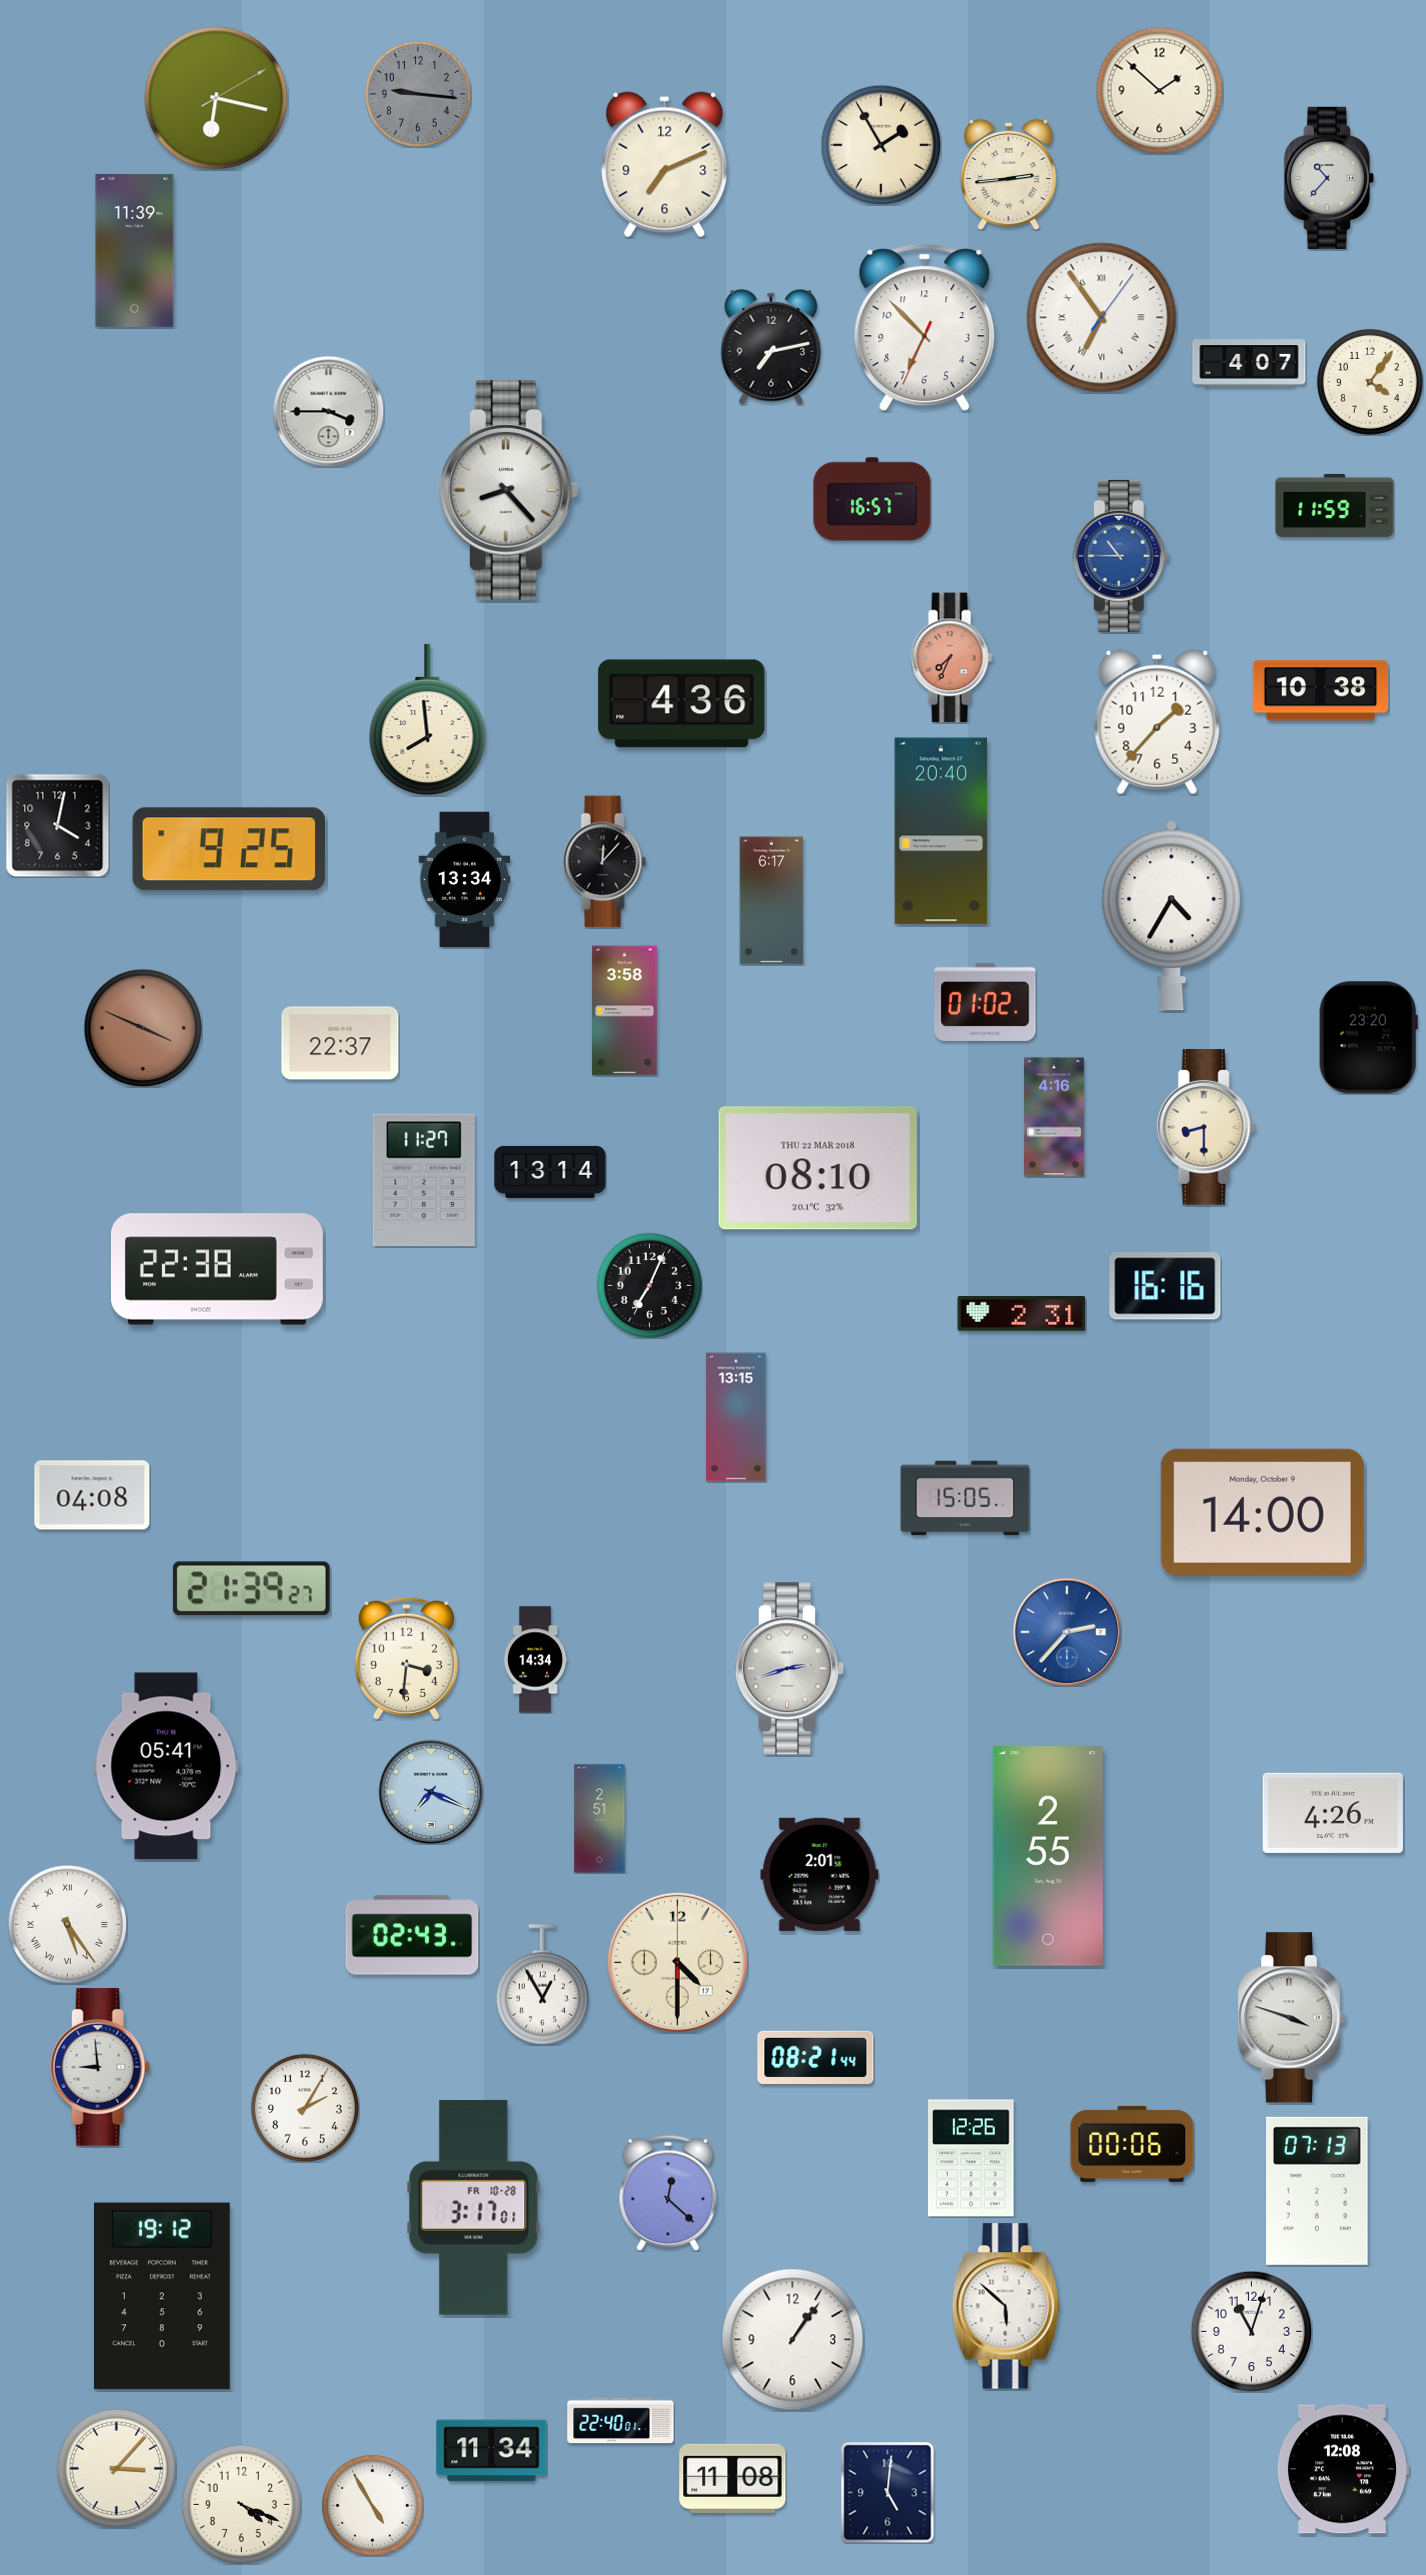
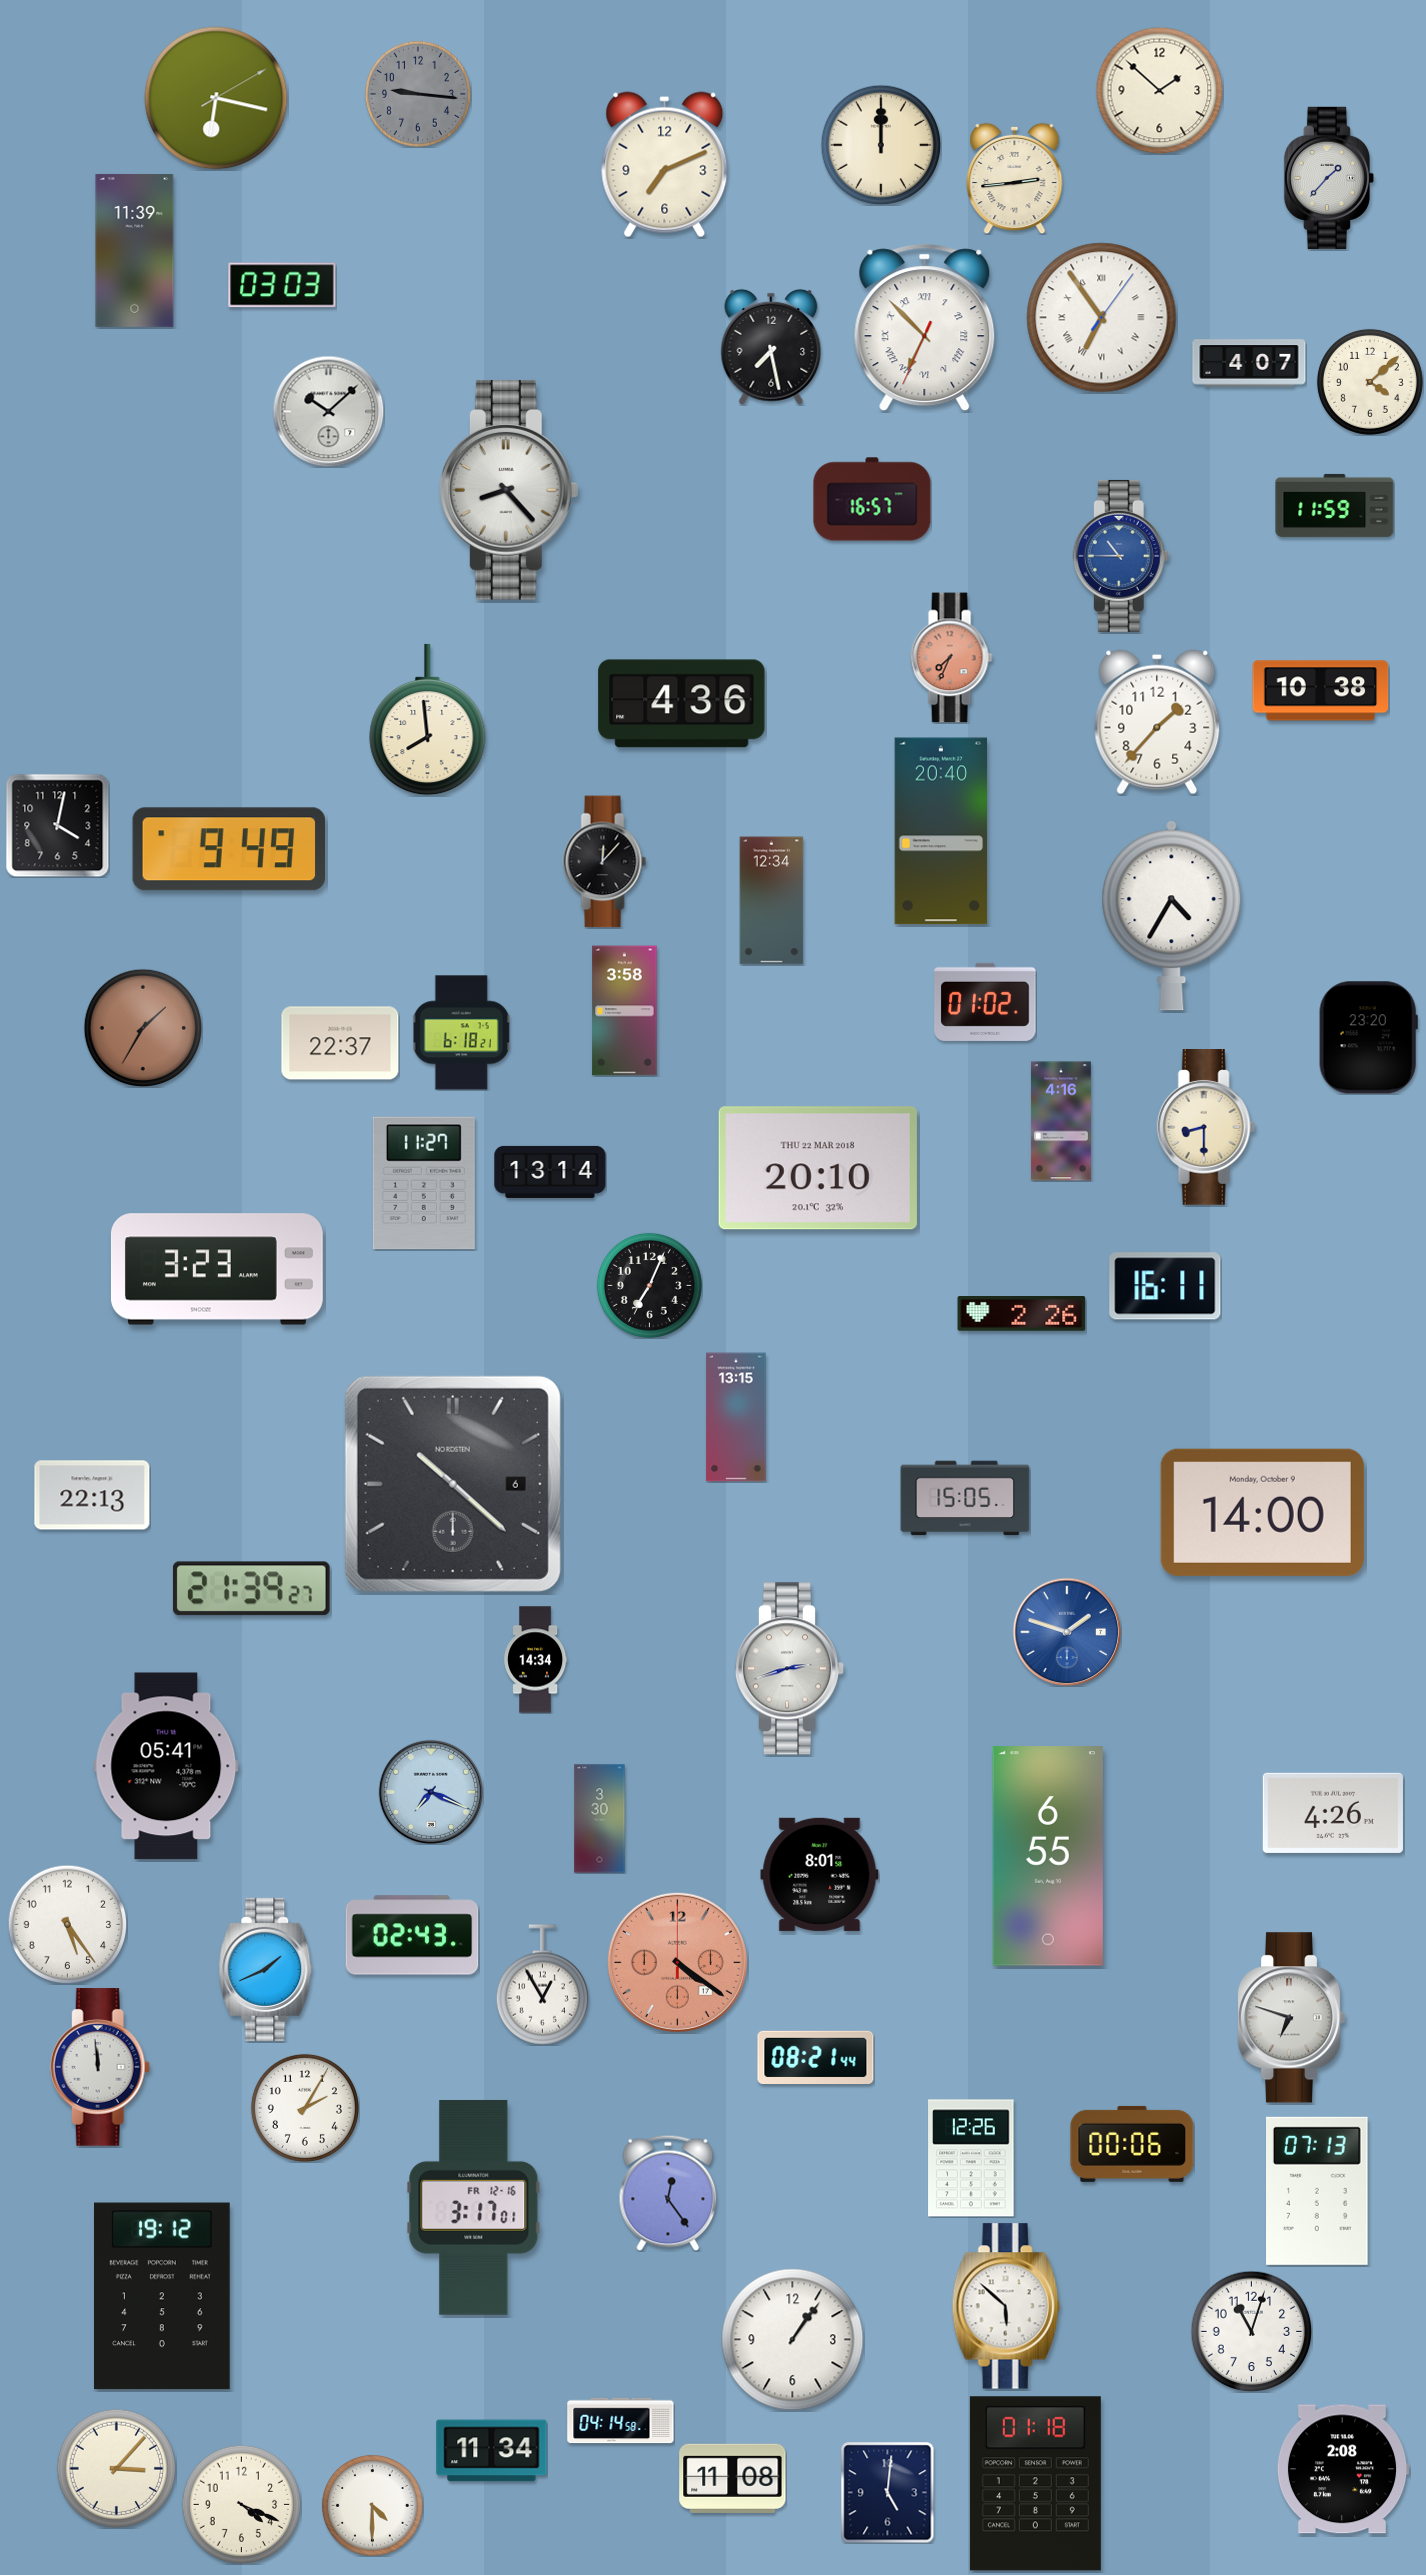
clock at (881, 145): 1:55 -> 12:00
clock at (1009, 174) position: (1009, 174) -> (1015, 178)
clock at (1329, 178): 10:37 -> 1:37
clock at (282, 285): none -> 03:03
clock at (925, 328) numerals: Arabic -> Roman
clock at (771, 347): 7:13 -> 7:28
clock at (1370, 382): 4:06 -> 4:08
clock at (328, 411): 3:45 -> 10:08
clock at (228, 849): 9:25 -> 9:49
clock at (465, 880): 13:34 -> none
clock at (772, 901): 6:17 -> 12:34
clock at (143, 1028): 3:49 -> 1:35
clock at (462, 1033): none -> 6:18
clock at (1054, 1117) position: (1054, 1117) -> (1061, 1121)
clock at (818, 1168): 08:10 -> 20:10
clock at (424, 1180) position: (424, 1180) -> (424, 1183)
clock at (217, 1269): 22:38 -> 3:23
clock at (1165, 1286): 16:16 -> 16:11
clock at (1022, 1314): 2:31 -> 2:26
clock at (453, 1484): none -> 10:22
clock at (92, 1495): 04:08 -> 22:13
clock at (1067, 1632): 2:37 -> 1:48
clock at (406, 1658): 3:31 -> none
clock at (600, 1819): 2:51 -> 3:30
clock at (1048, 1856): 2:55 -> 6:55
clock at (820, 1874): 2:01 -> 8:01
clock at (67, 1924) numerals: Roman -> Arabic
clock at (677, 1962): 4:30 -> 4:21
clock at (677, 1962) dial: cream -> salmon
clock at (266, 1969): none -> 1:41
clock at (1291, 2018): 3:48 -> 6:48
clock at (100, 2067): 8:59 -> 11:59
clock at (668, 2193): 12:22 -> 12:24
clock at (474, 2207) date: FR 10-28 -> FR 12-16
clock at (621, 2421): 22:40 -> 04:14
clock at (1343, 2469): 12:08 -> 2:08
clock at (1035, 2484): none -> 01:18
clock at (372, 2505): 4:55 -> 4:30
